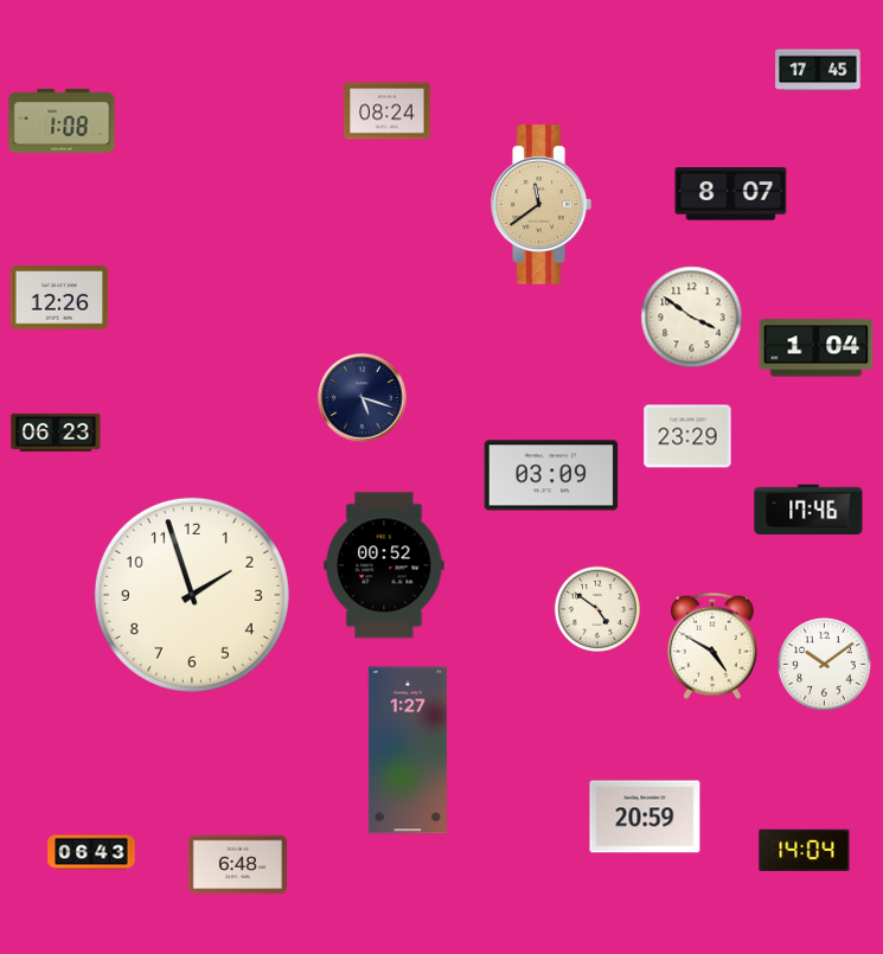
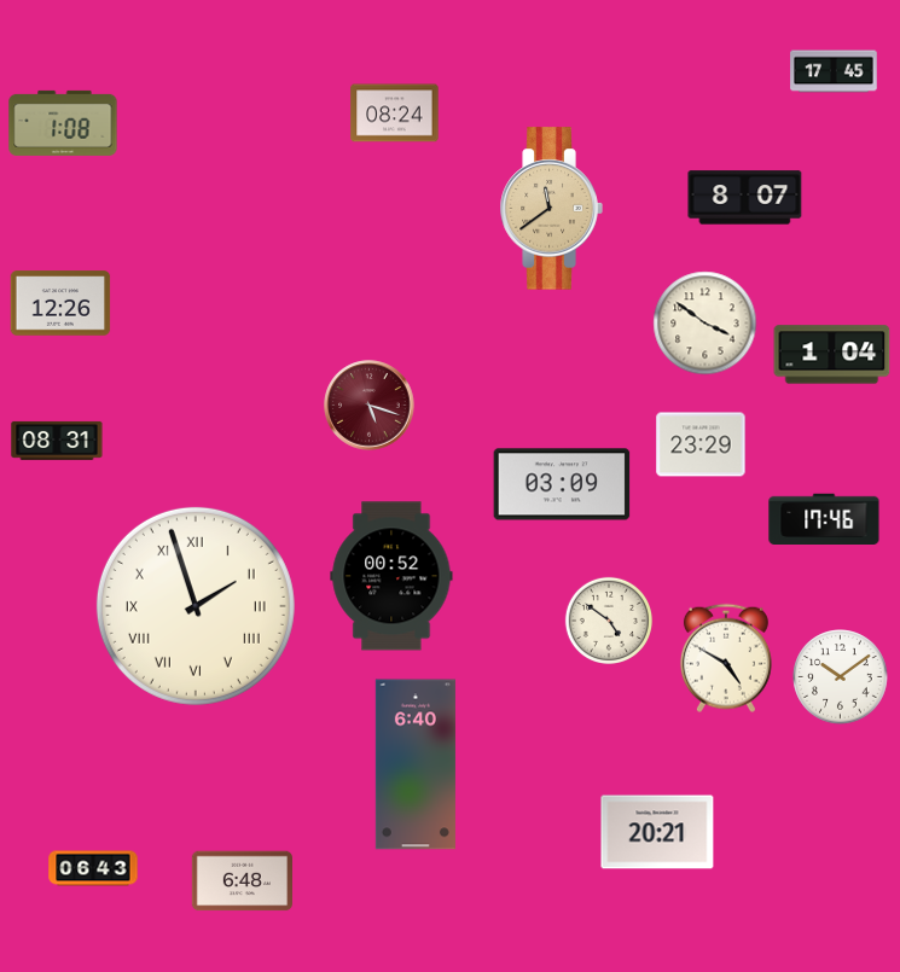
clock at (363, 398) dial: navy -> burgundy
clock at (56, 433): 06:23 -> 08:31
clock at (192, 595) numerals: Arabic -> Roman
clock at (408, 750): 1:27 -> 6:40
clock at (645, 817): 20:59 -> 20:21
clock at (805, 850): 14:04 -> none
